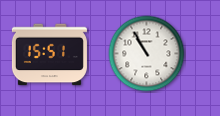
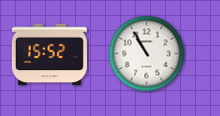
clock at (49, 55): 15:51 -> 15:52
